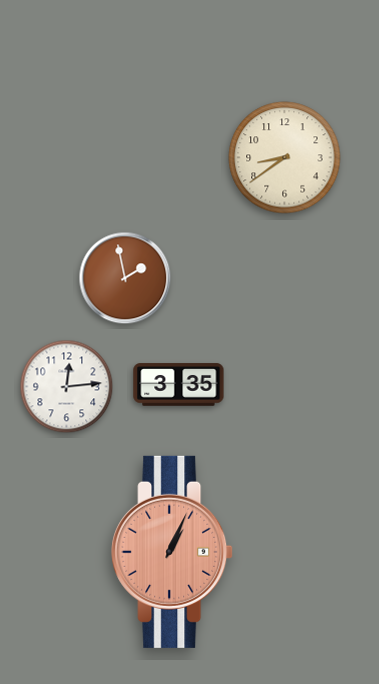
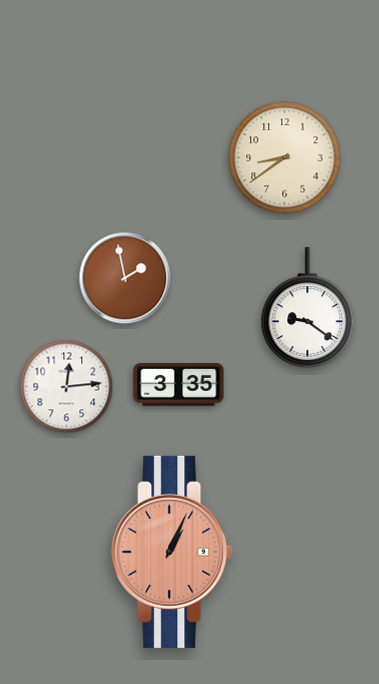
clock at (308, 308): none -> 9:21
